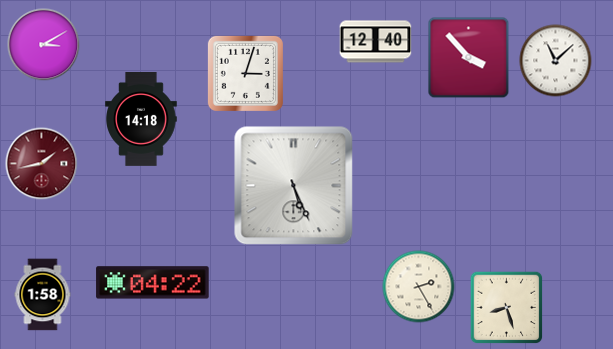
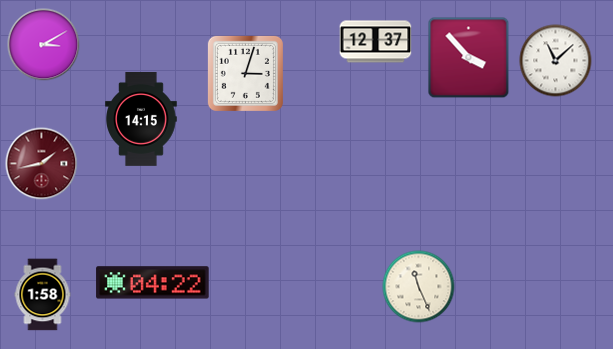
clock at (376, 42): 12:40 -> 12:37
clock at (141, 120): 14:18 -> 14:15
clock at (294, 186): 5:26 -> none
clock at (419, 287): 2:25 -> 11:26
clock at (507, 308): 8:27 -> none
